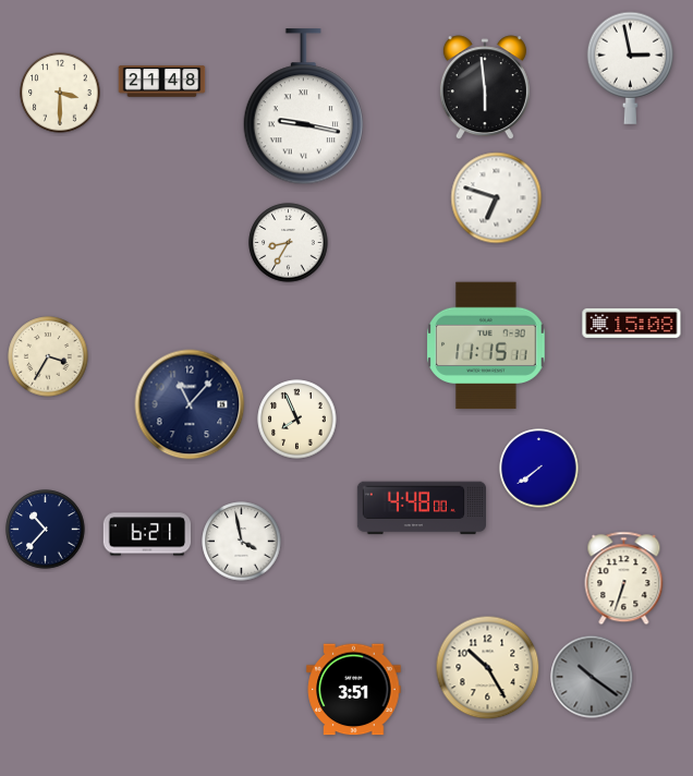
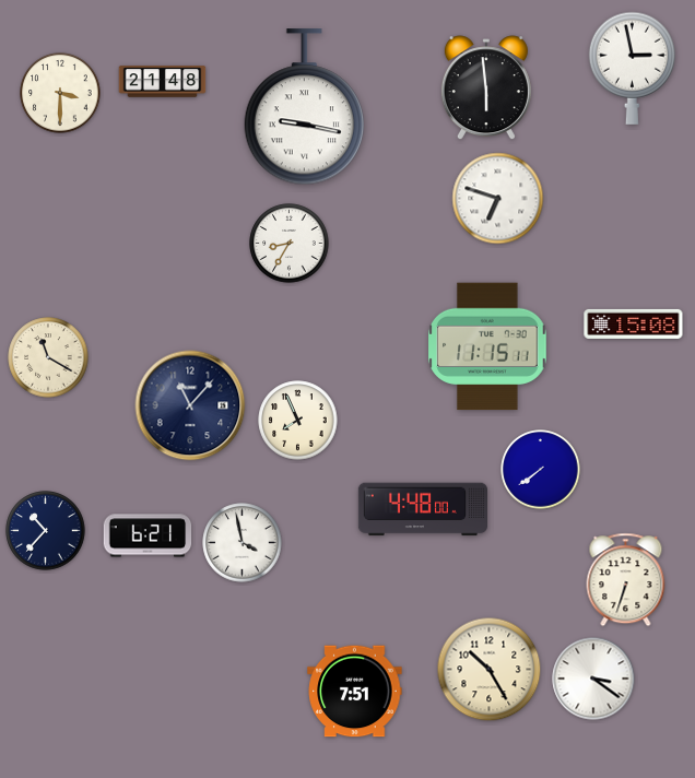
clock at (48, 356): 3:35 -> 11:20
clock at (592, 677): 10:21 -> 3:21
clock at (592, 677) dial: grey -> white
clock at (354, 690): 3:51 -> 7:51
